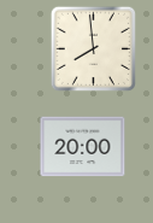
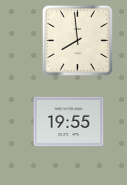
clock at (83, 147): 20:00 -> 19:55
